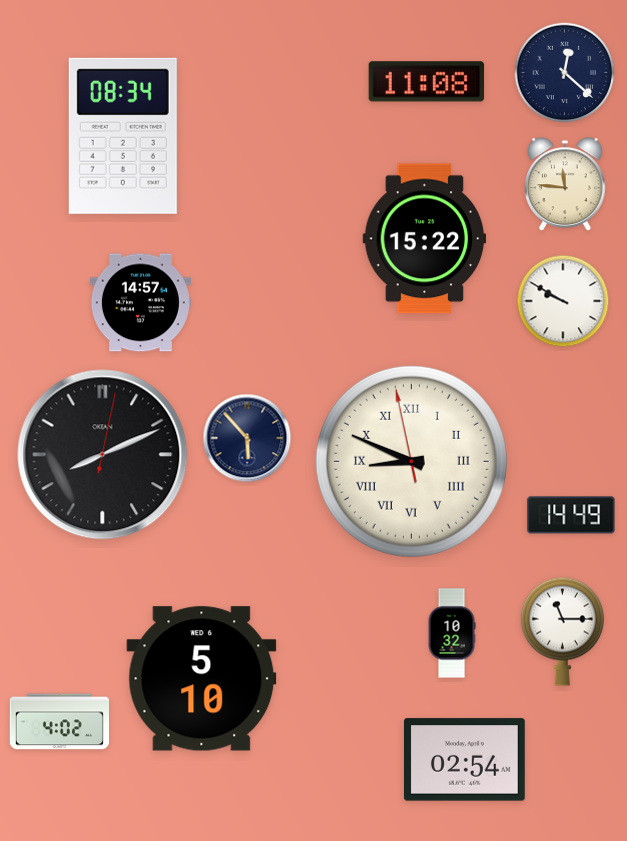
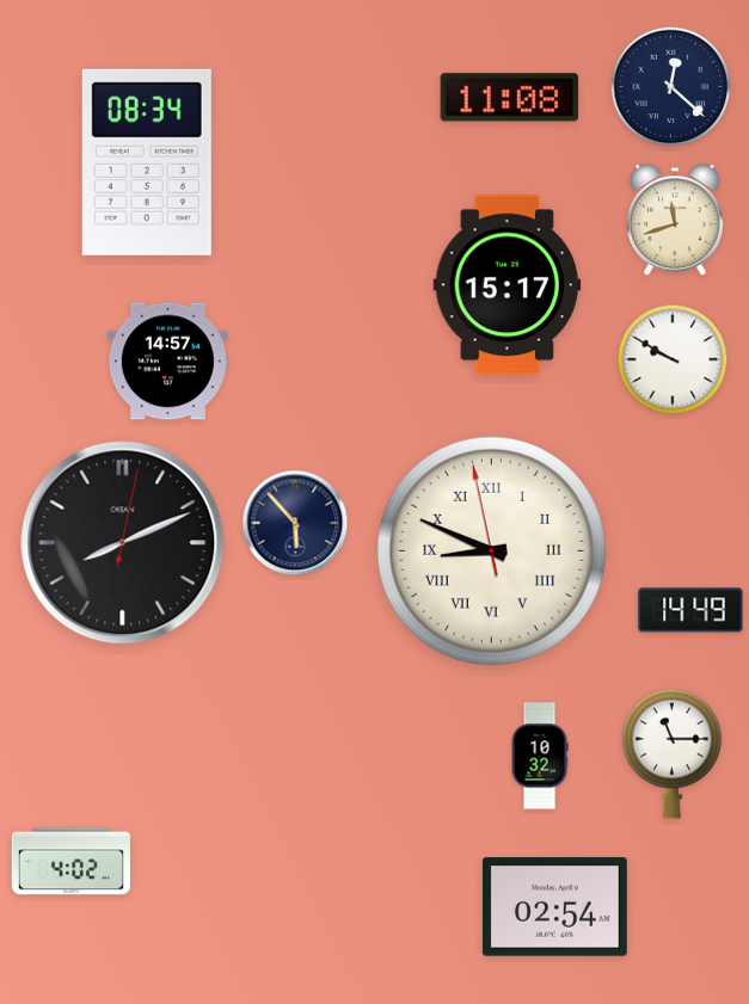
clock at (565, 73) position: (565, 73) -> (671, 87)
clock at (565, 185): 11:46 -> 11:42
clock at (425, 239): 15:22 -> 15:17
clock at (571, 515) position: (571, 515) -> (690, 610)
clock at (202, 679): 5:10 -> none
